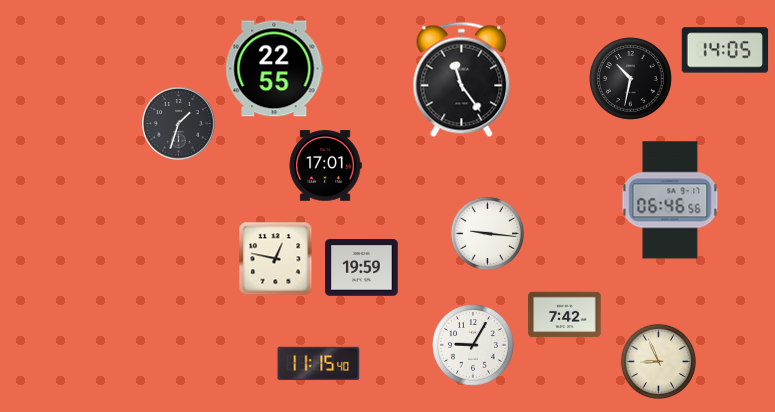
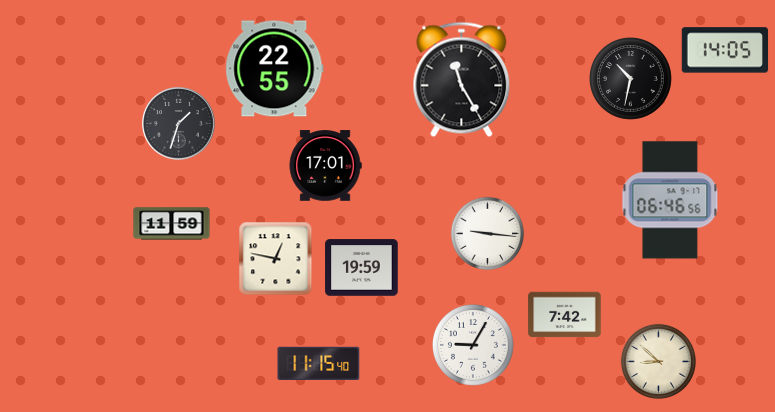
clock at (462, 80): 11:24 -> 11:25
clock at (172, 224): none -> 11:59
clock at (658, 361): 8:56 -> 8:52
